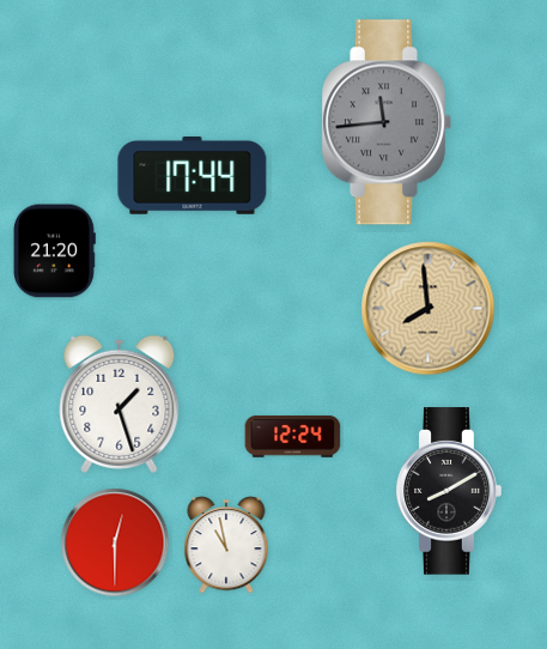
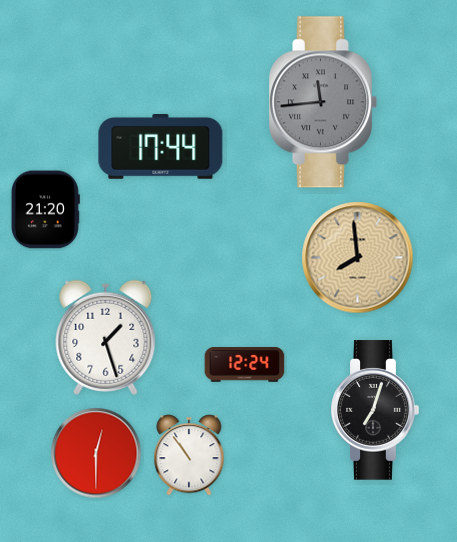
clock at (120, 404) position: (120, 404) -> (106, 337)
clock at (449, 491): 8:10 -> 7:03
clock at (226, 545): 10:58 -> 10:54
